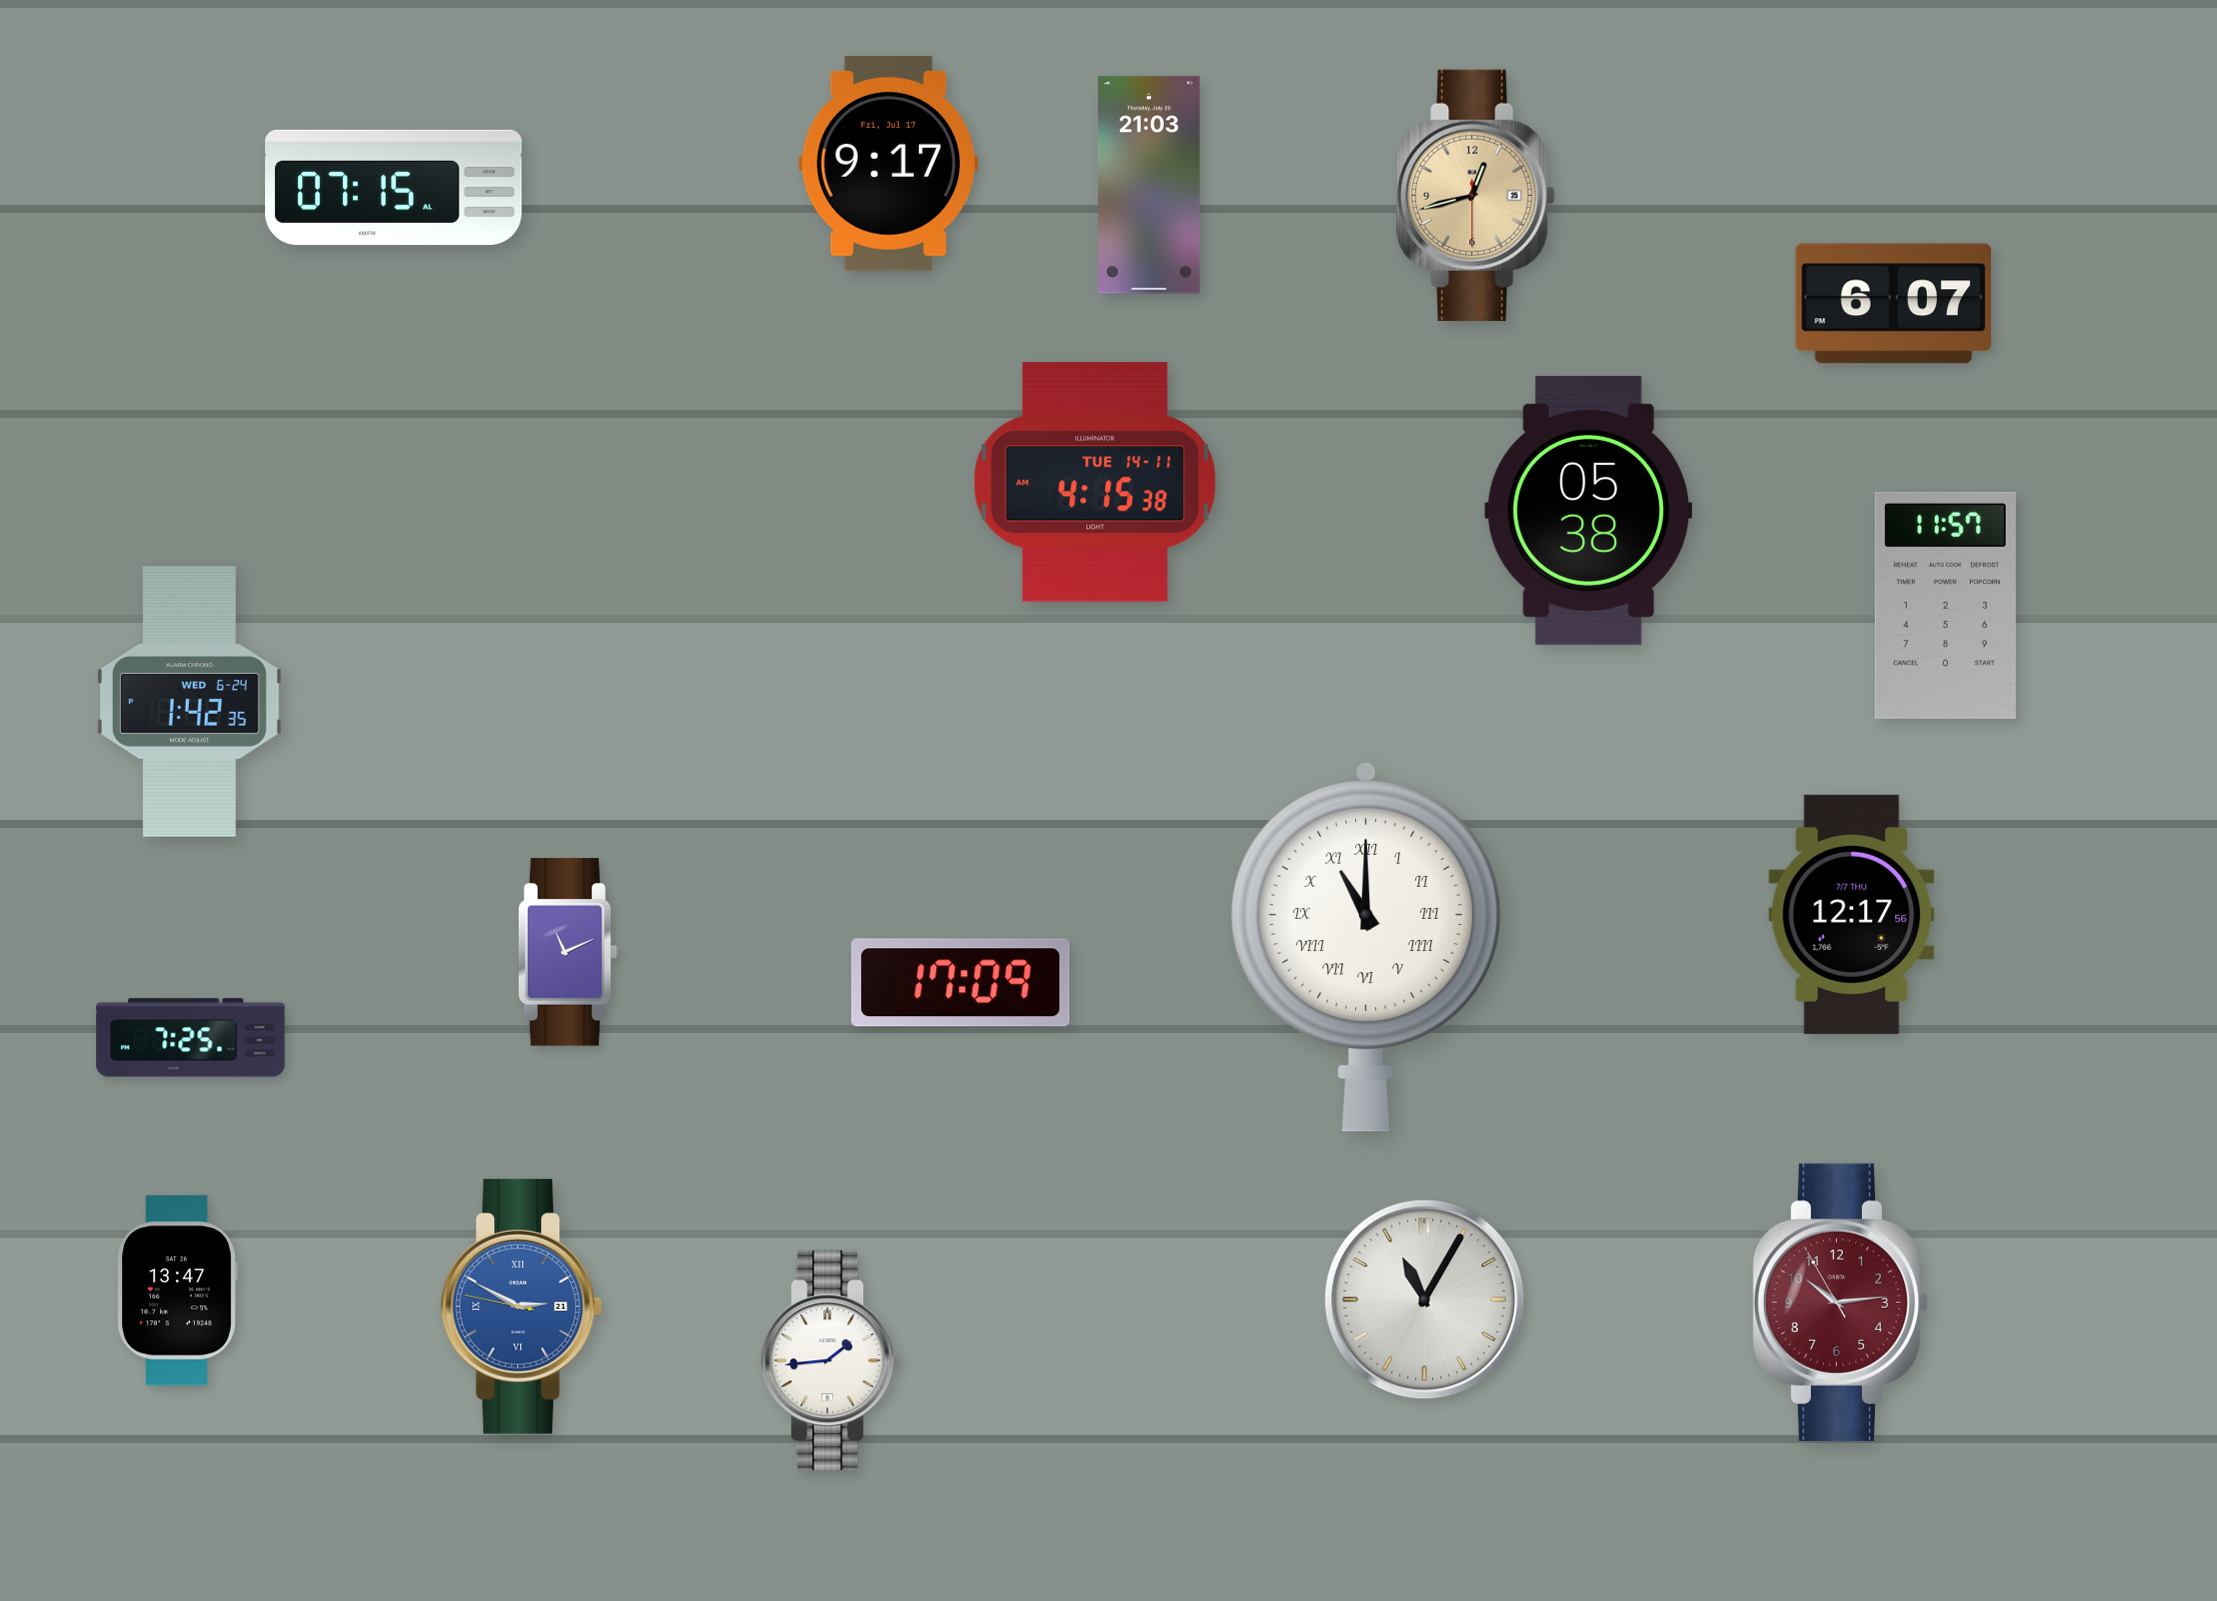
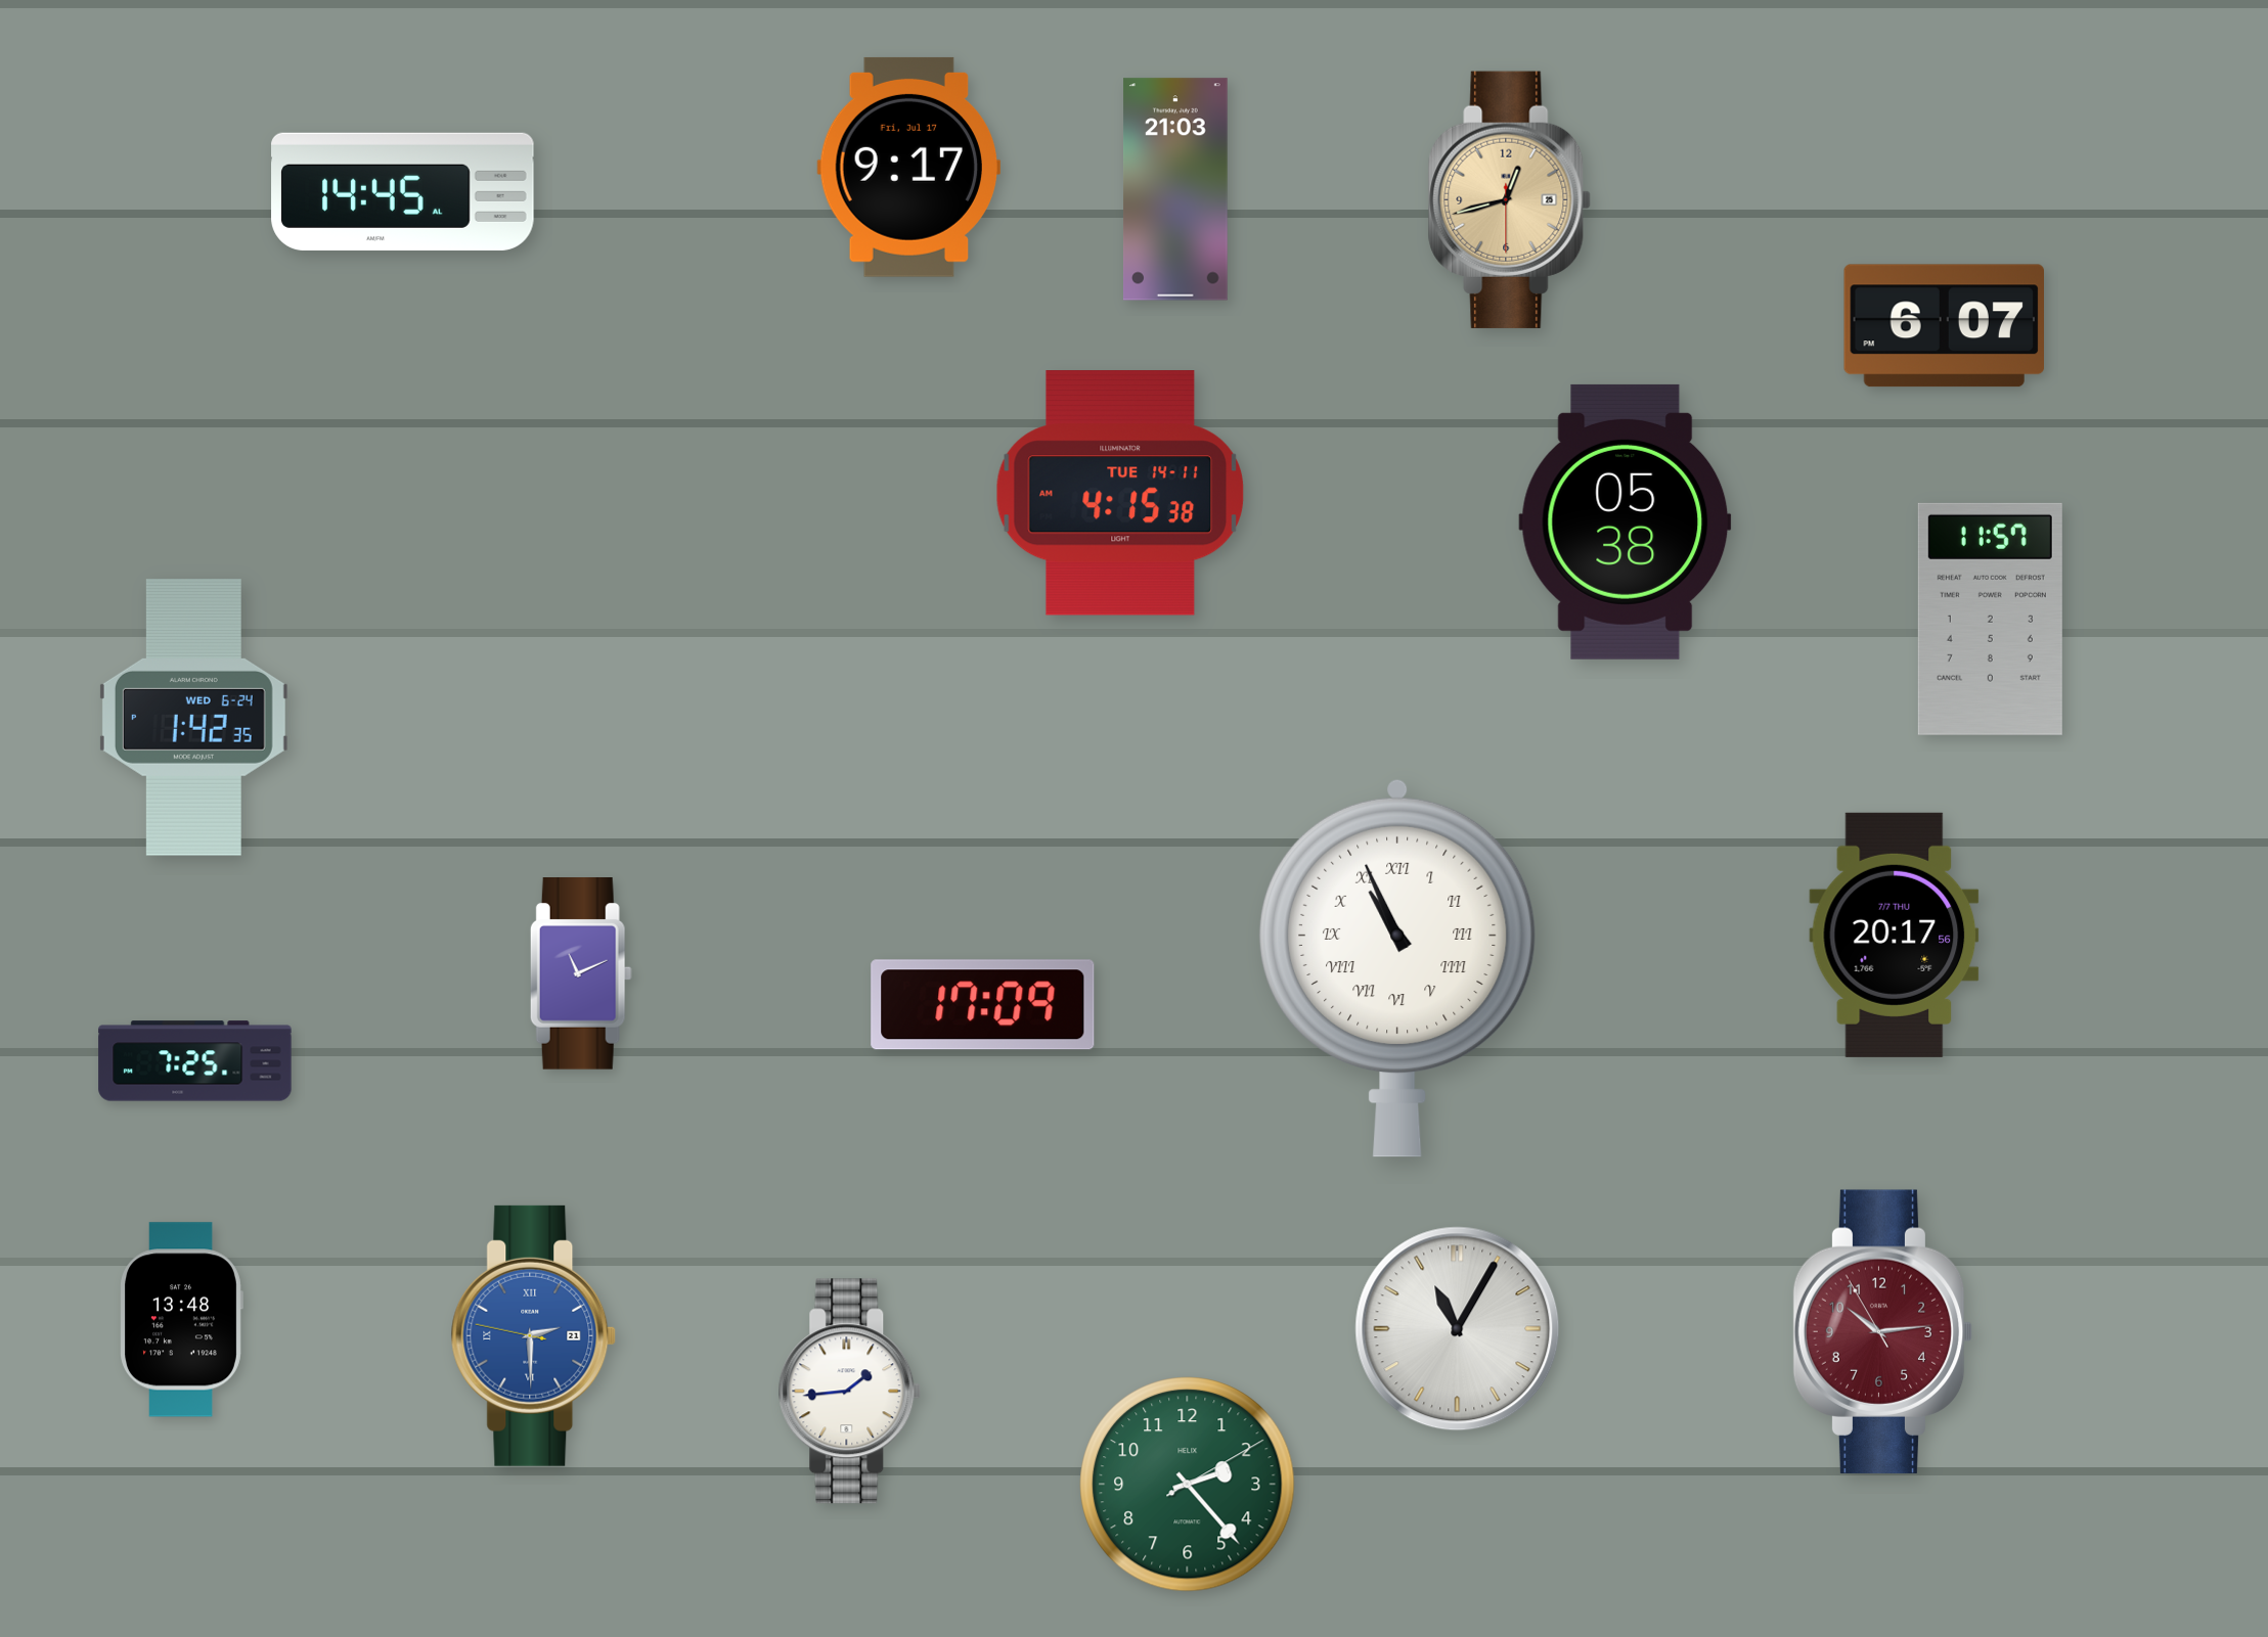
clock at (394, 187): 07:15 -> 14:45
clock at (1893, 304) position: (1893, 304) -> (1944, 326)
clock at (1852, 914): 12:17 -> 20:17
clock at (1366, 947): 11:00 -> 10:56
clock at (177, 1291): 13:47 -> 13:48
clock at (522, 1306): 2:49 -> 2:29
clock at (1188, 1485): none -> 2:23
